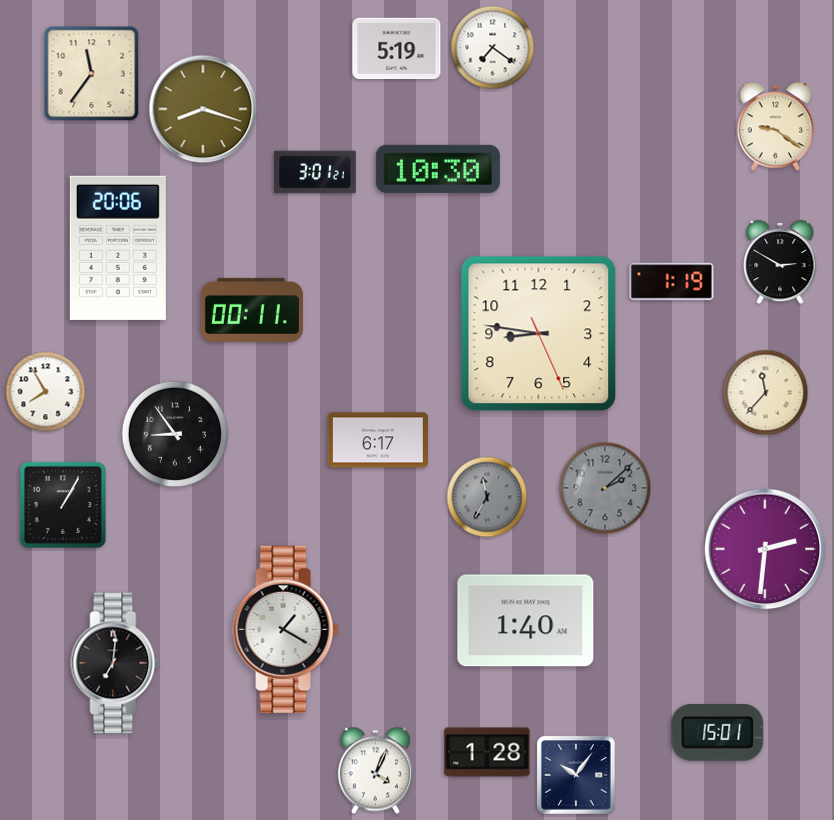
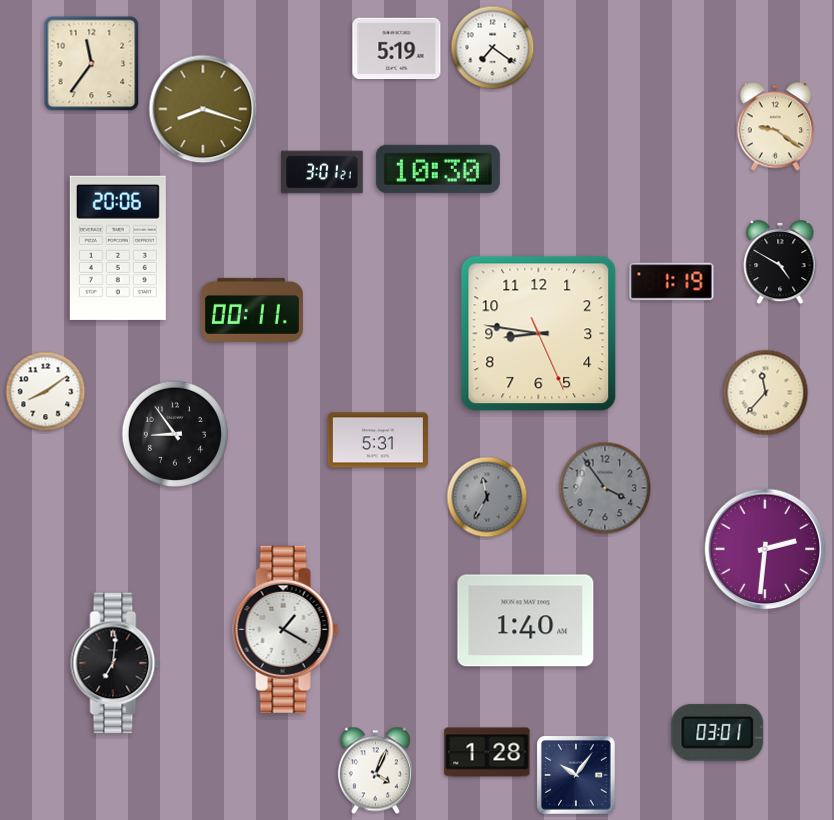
clock at (92, 74) position: (92, 74) -> (92, 64)
clock at (315, 172) position: (315, 172) -> (322, 172)
clock at (780, 262): 2:50 -> 4:50
clock at (46, 392): 7:55 -> 8:09
clock at (378, 440): 6:17 -> 5:31
clock at (605, 488): 2:08 -> 3:54
clock at (63, 505): 1:05 -> none
clock at (718, 732): 15:01 -> 03:01
